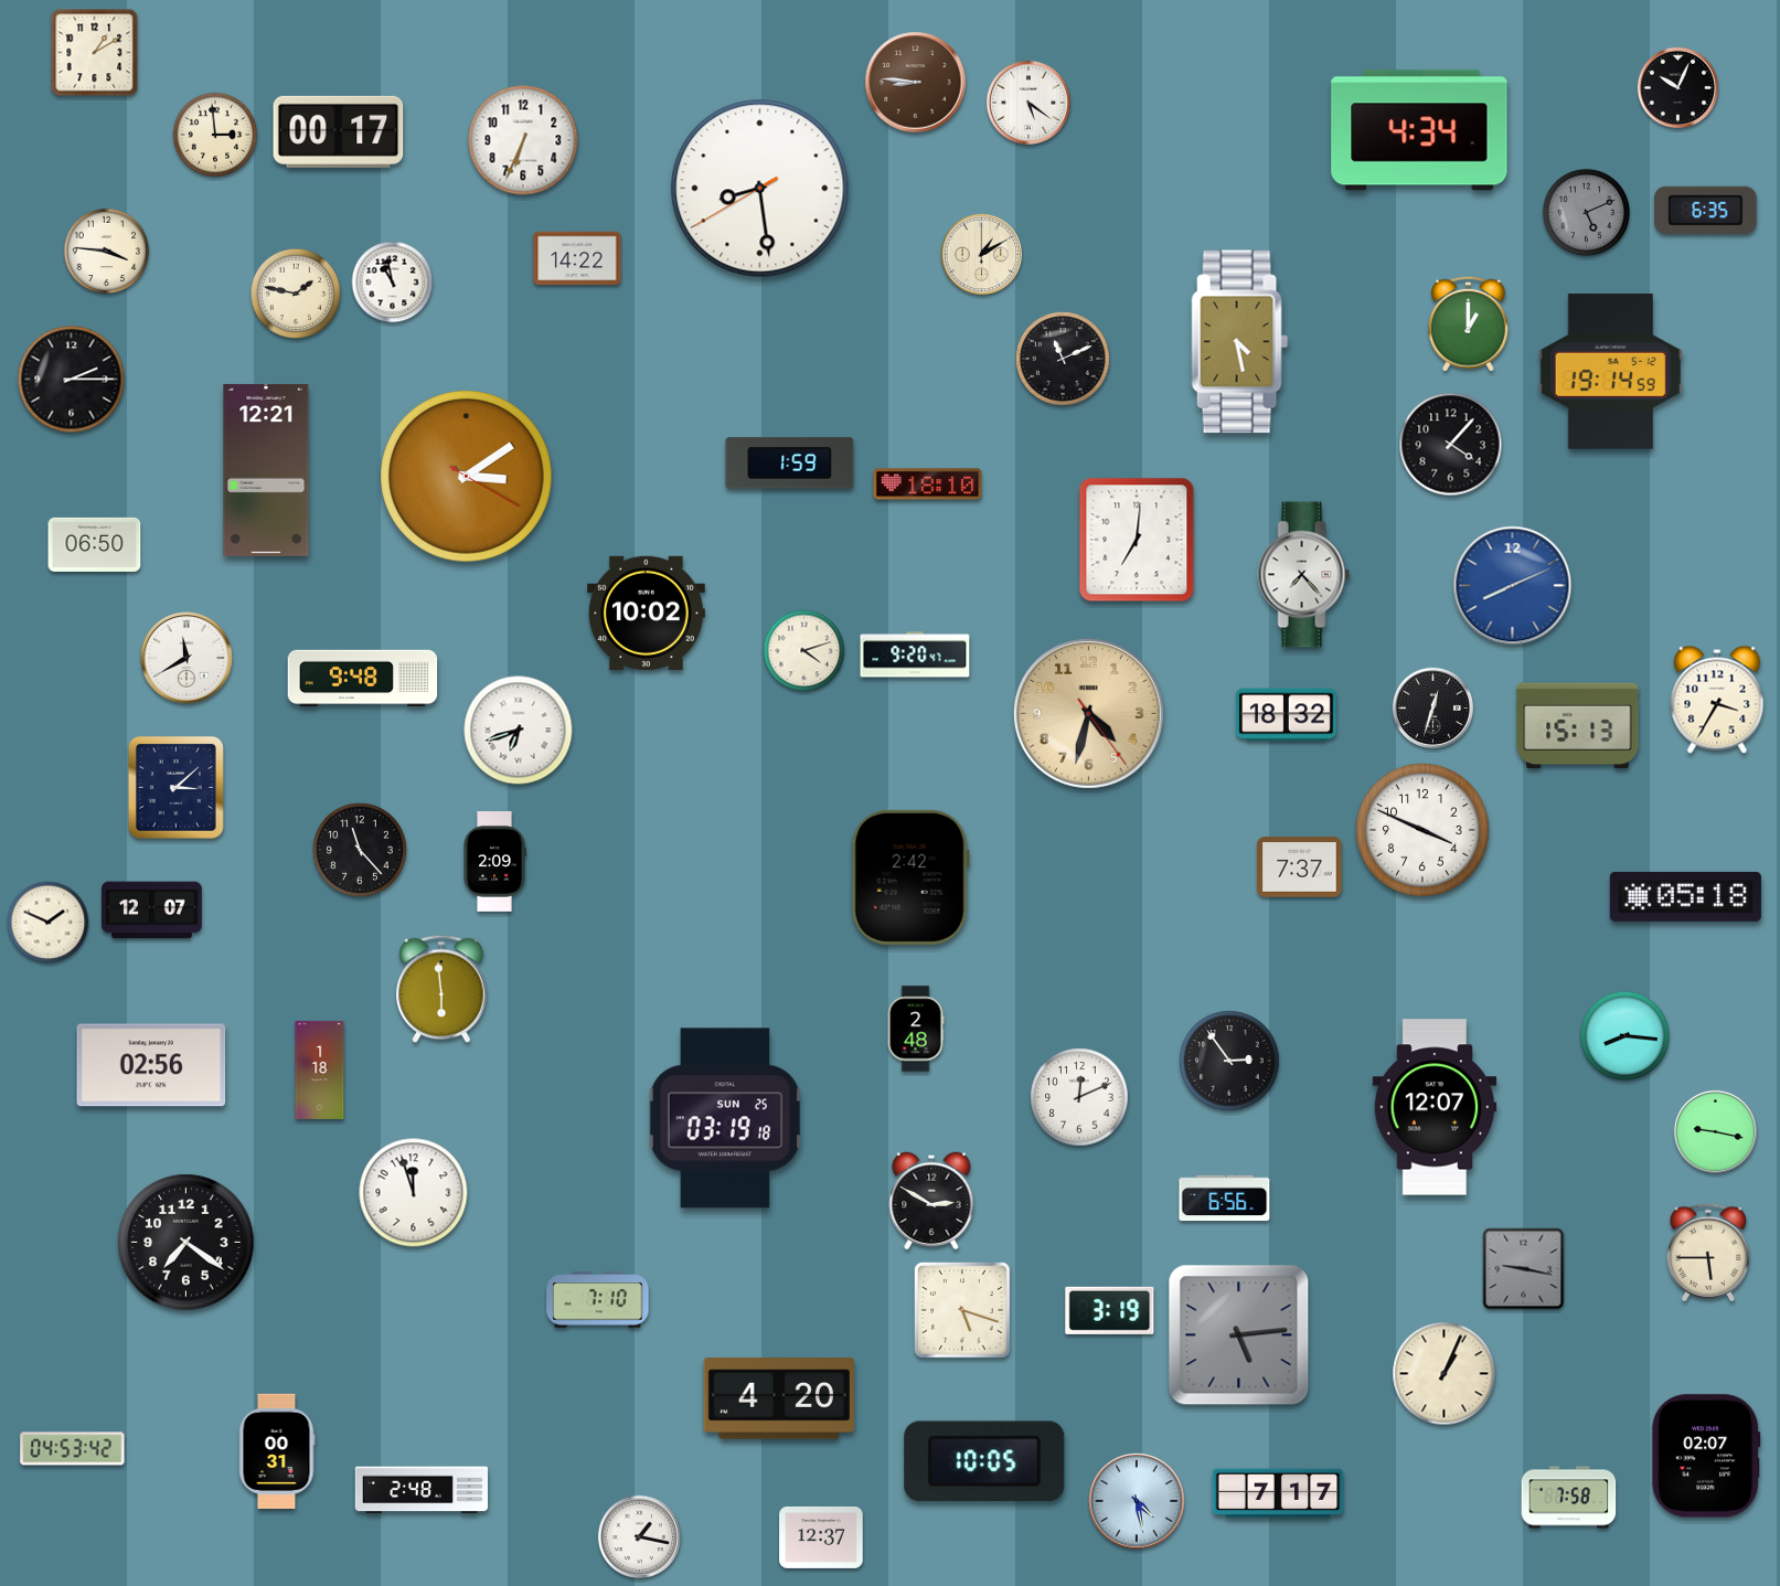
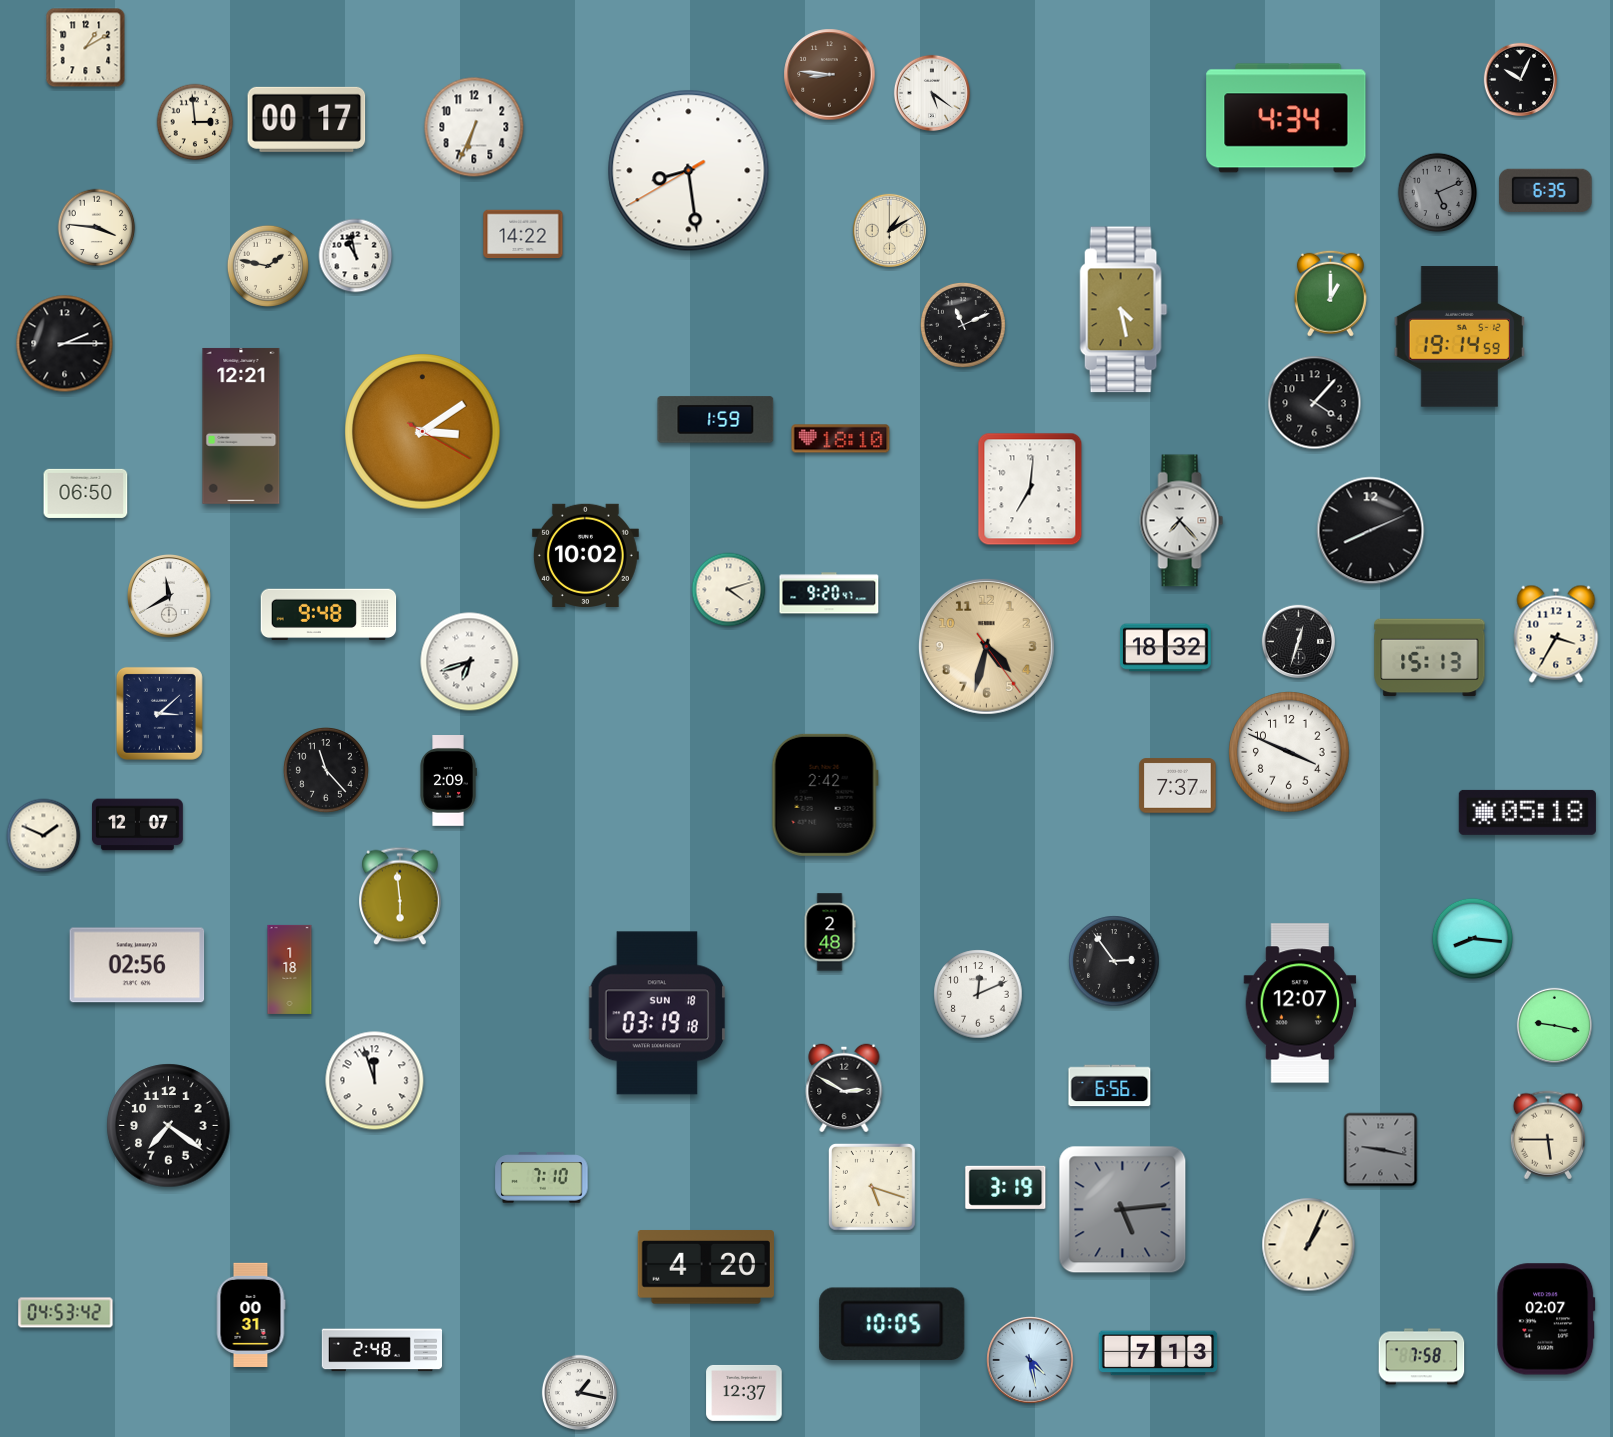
clock at (1513, 586) dial: blue -> black
clock at (725, 1118) date: SUN 25 -> SUN 18
clock at (1278, 1493): 7:17 -> 7:13
